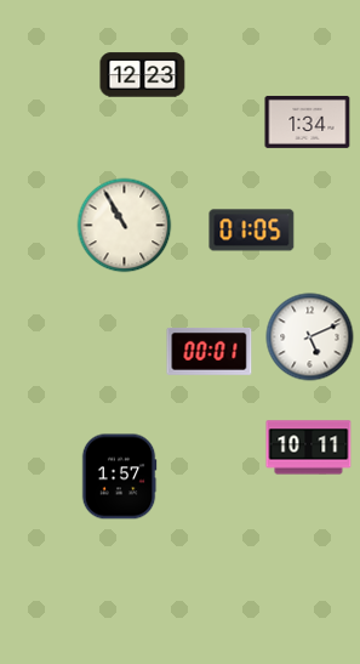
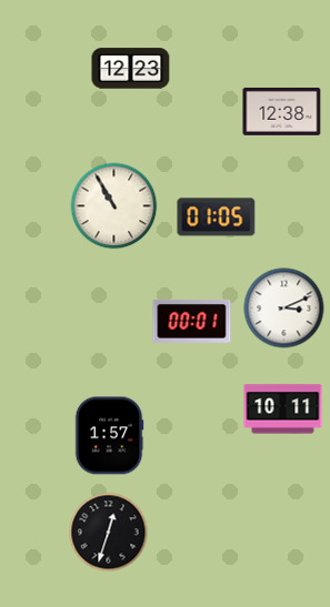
clock at (308, 121): 1:34 -> 12:38
clock at (252, 231) position: (252, 231) -> (217, 217)
clock at (310, 337): 5:11 -> 3:11
clock at (109, 533): none -> 12:33
